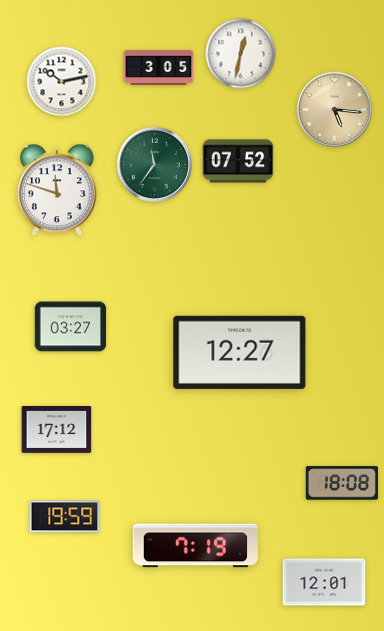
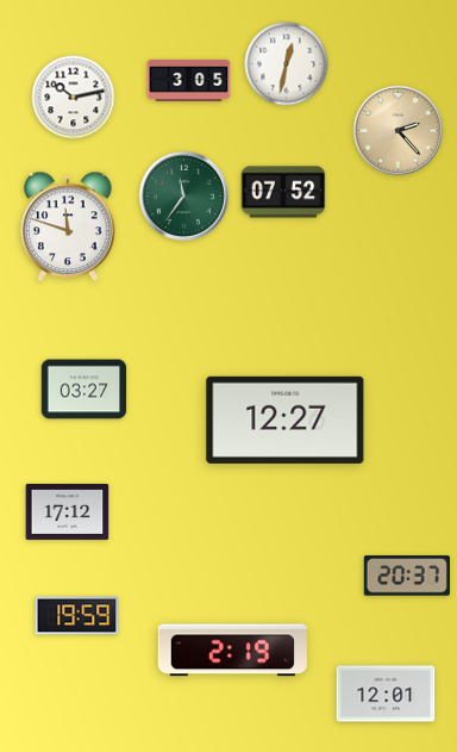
clock at (334, 109): 5:16 -> 2:23
clock at (342, 483): 18:08 -> 20:37
clock at (195, 546): 7:19 -> 2:19
